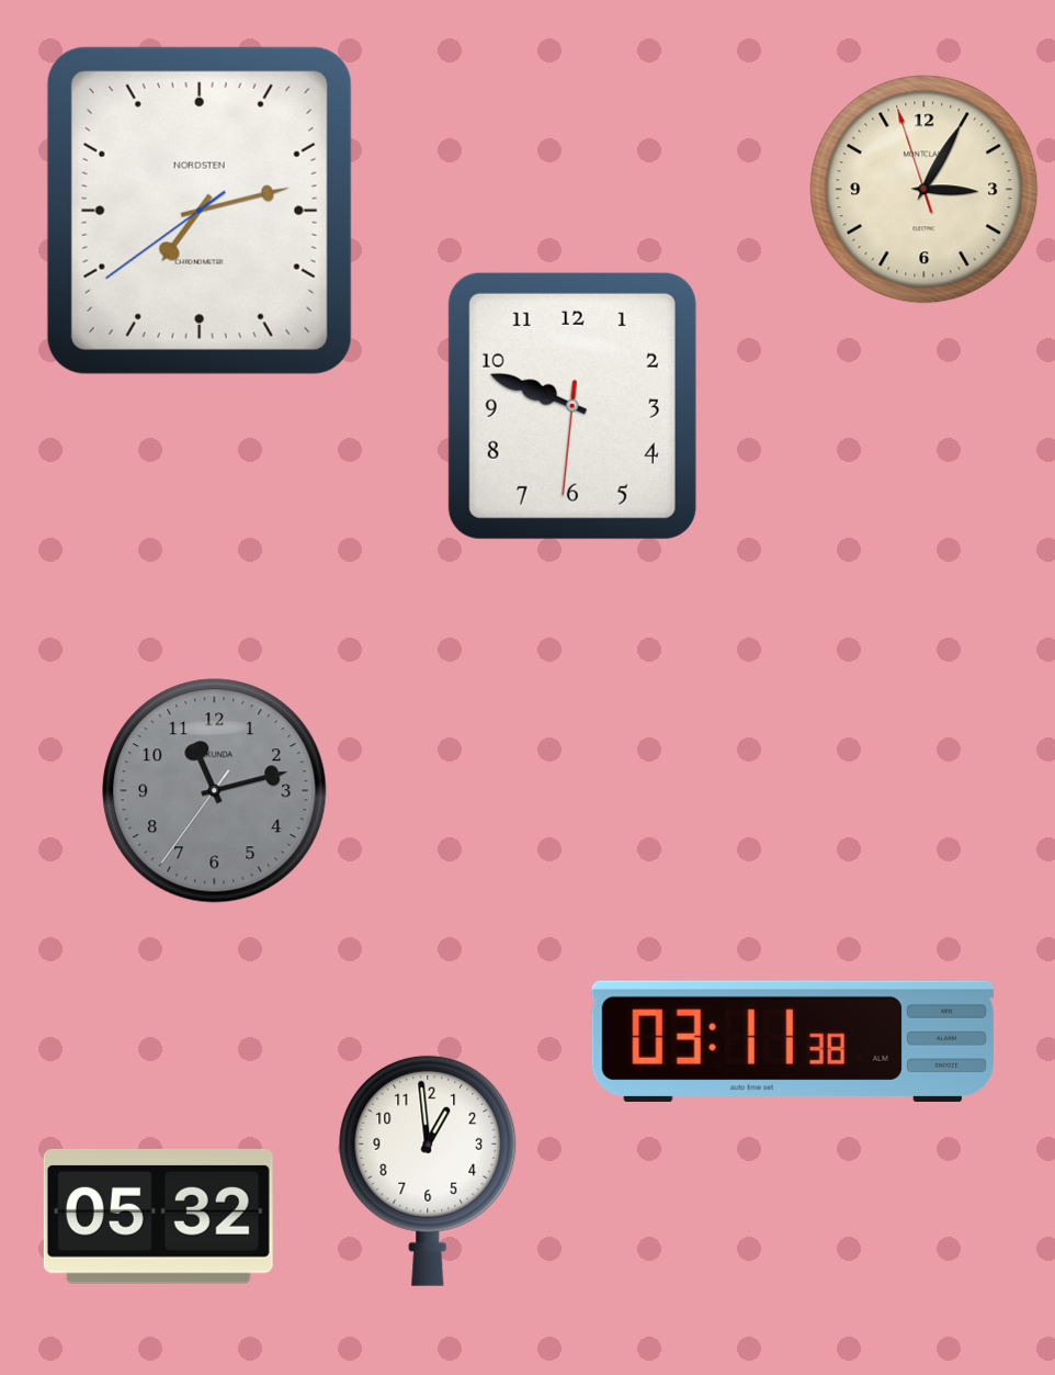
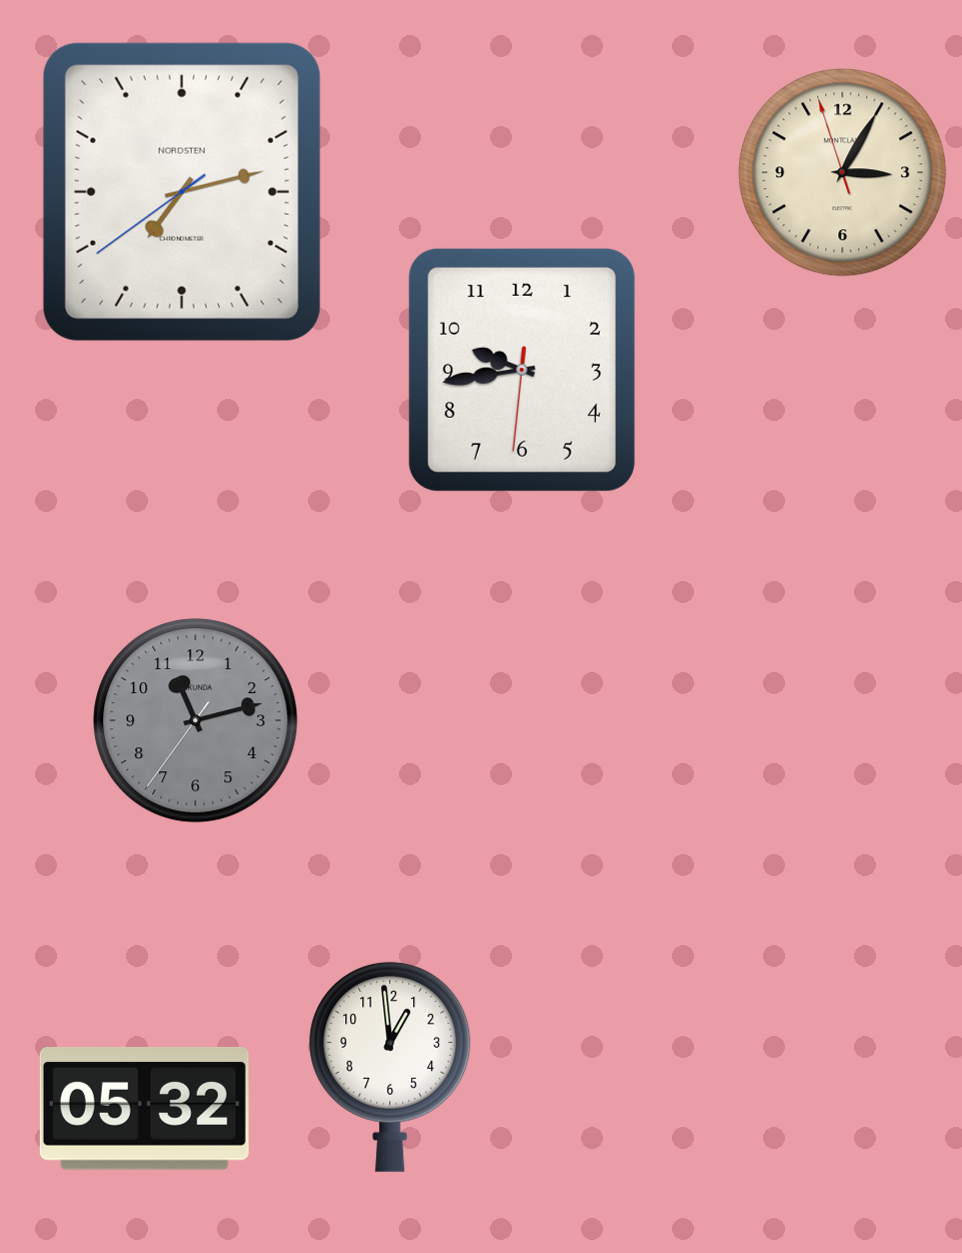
clock at (572, 406): 9:48 -> 9:43
clock at (793, 1041): 03:11 -> none
